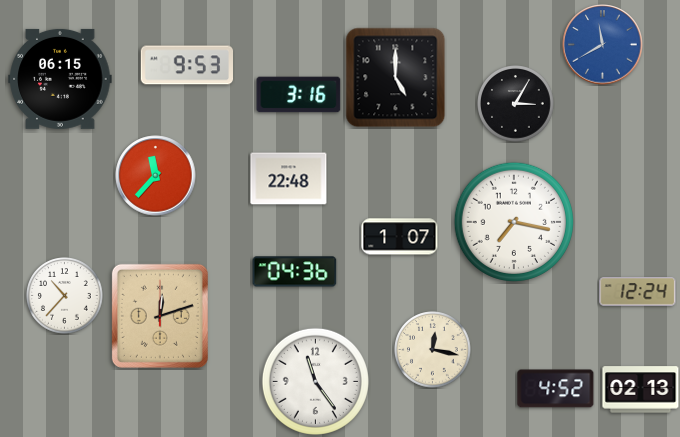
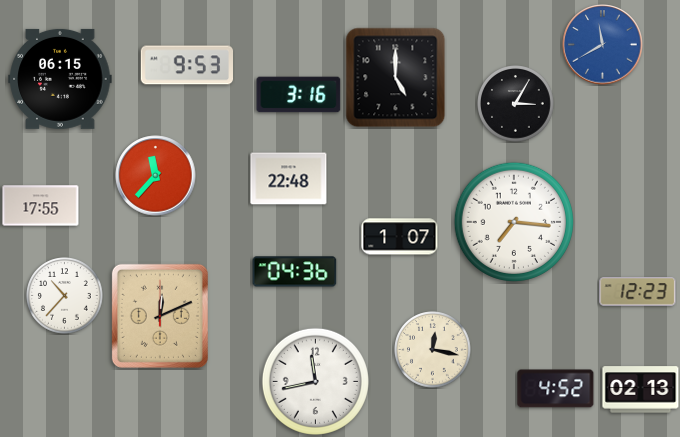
clock at (41, 206): none -> 17:55
clock at (513, 221): 7:17 -> 7:16
clock at (638, 292): 12:24 -> 12:23
clock at (160, 316): 12:12 -> 12:11
clock at (315, 381): 11:24 -> 11:43
